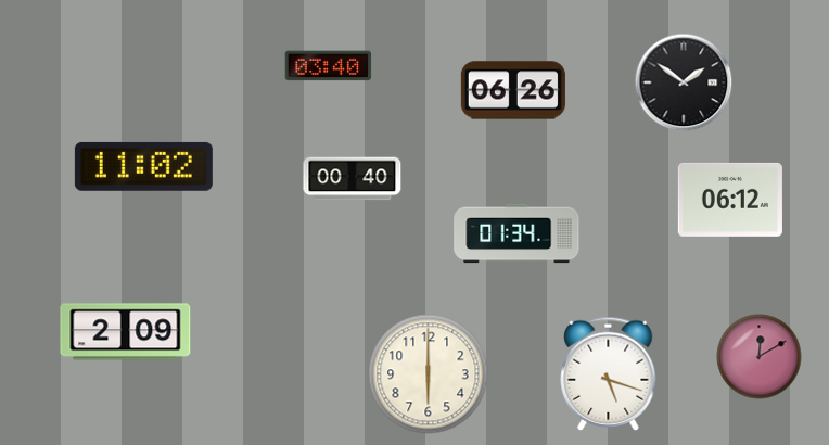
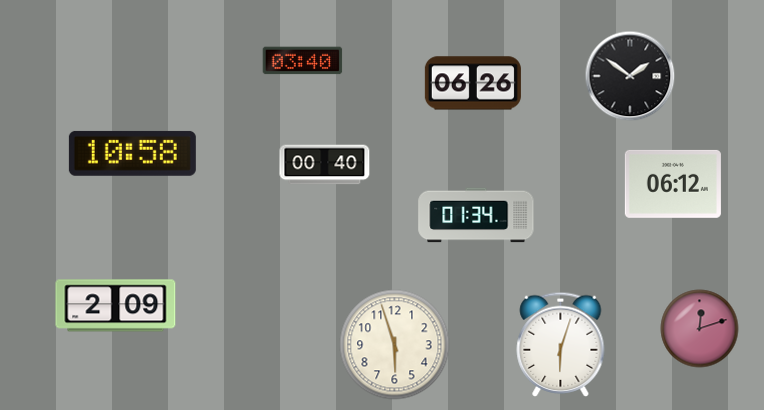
clock at (143, 166): 11:02 -> 10:58
clock at (760, 357): 12:10 -> 12:12
clock at (609, 373): 5:18 -> 6:03
clock at (429, 374): 6:00 -> 5:57
